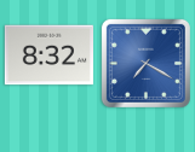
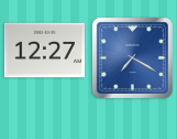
clock at (48, 55): 8:32 -> 12:27
